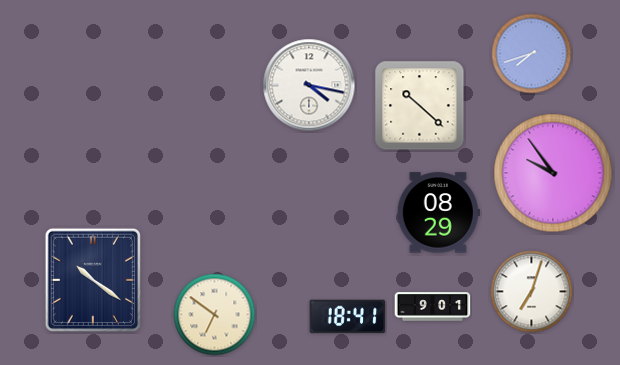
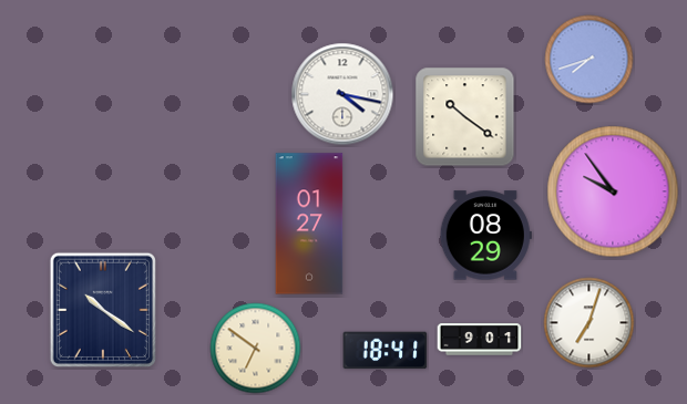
clock at (420, 106): 10:22 -> 10:21
clock at (309, 224): none -> 01:27
clock at (215, 315) position: (215, 315) -> (256, 349)
